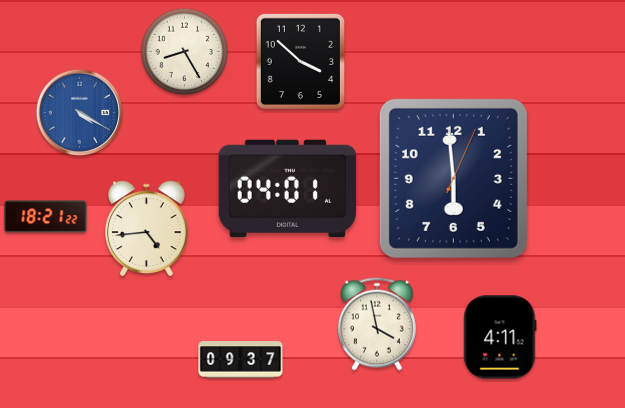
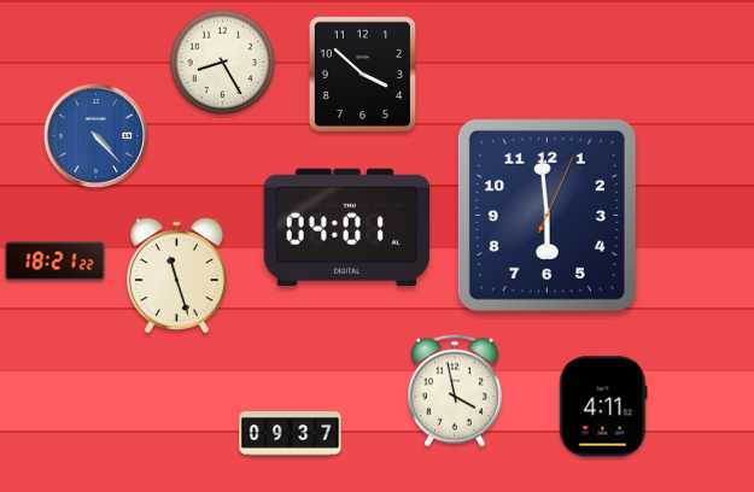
clock at (80, 113): 4:20 -> 4:23
clock at (147, 229): 4:44 -> 11:27
